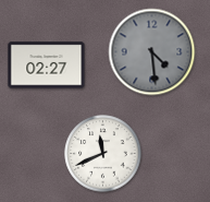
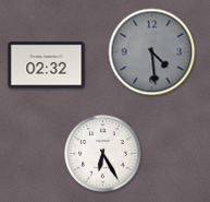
clock at (47, 66): 02:27 -> 02:32
clock at (103, 154): 11:41 -> 6:25
